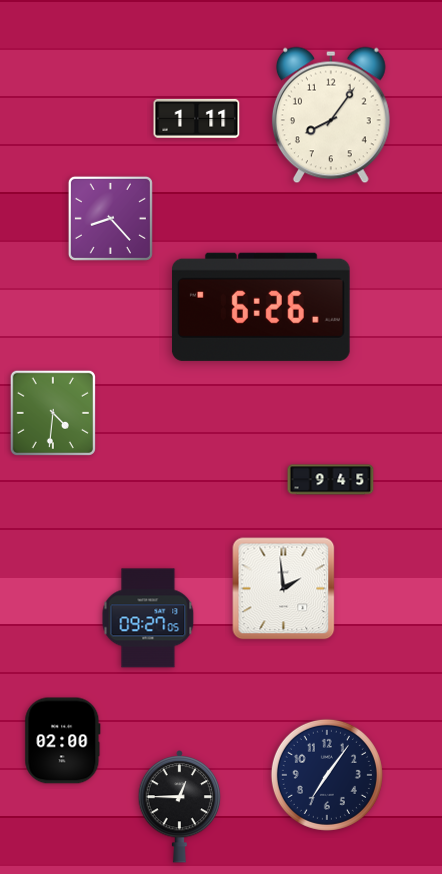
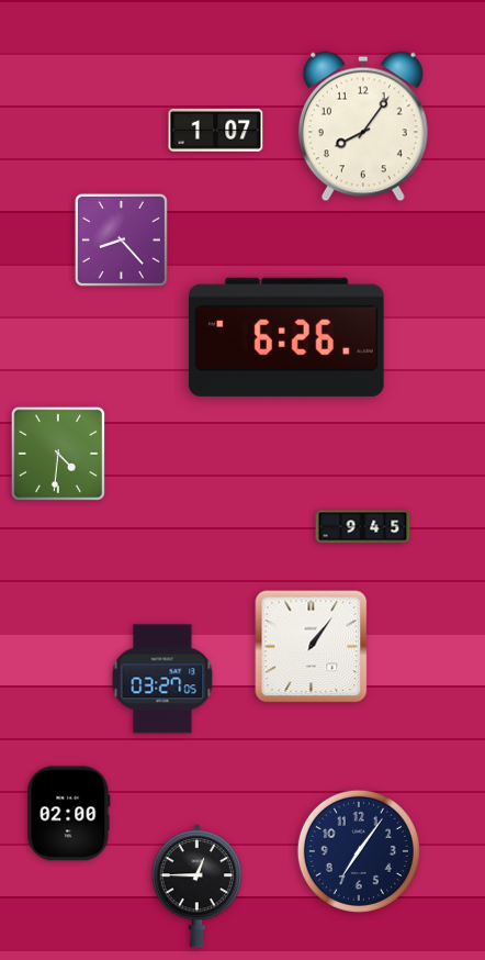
clock at (197, 118): 1:11 -> 1:07
clock at (284, 589): 1:59 -> 1:06
clock at (148, 618): 09:27 -> 03:27
